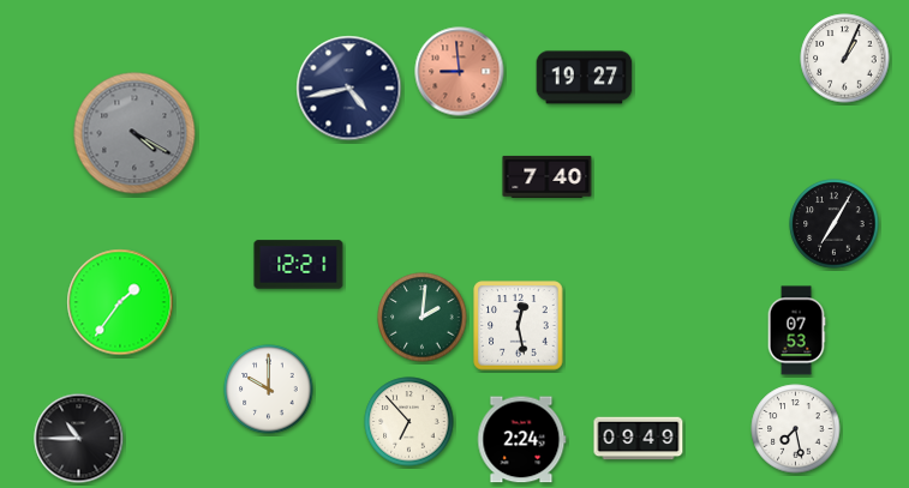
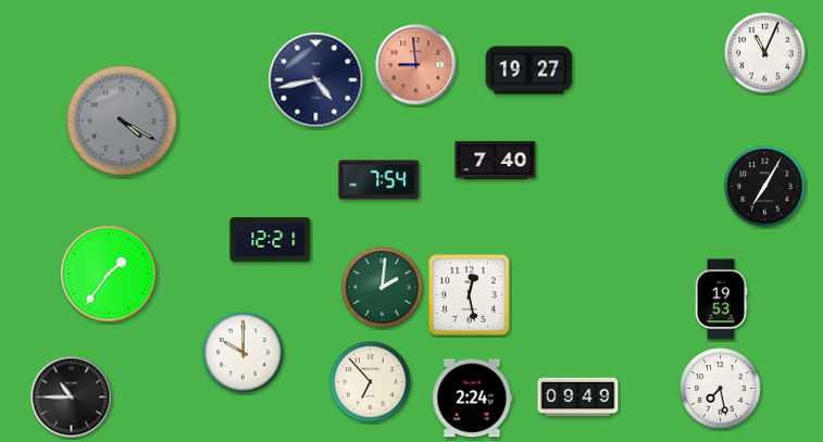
clock at (845, 59): 1:04 -> 11:04
clock at (379, 180): none -> 7:54
clock at (835, 224) position: (835, 224) -> (765, 187)
clock at (796, 331): 07:53 -> 19:53
